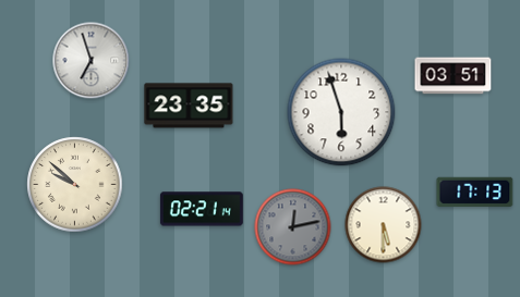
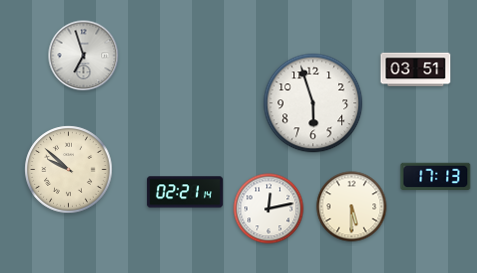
clock at (189, 106): 23:35 -> none
clock at (293, 227) dial: grey -> white
